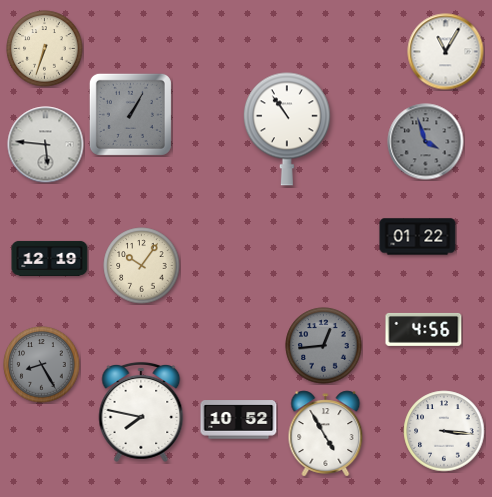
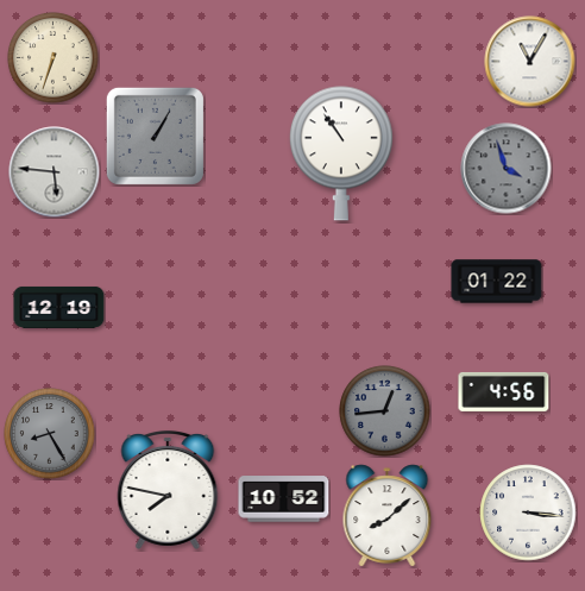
clock at (142, 266): 10:06 -> none
clock at (326, 434): 4:55 -> 8:08
